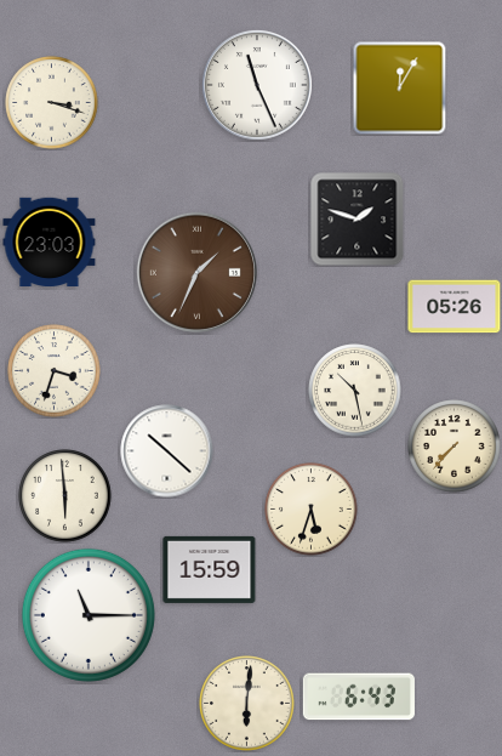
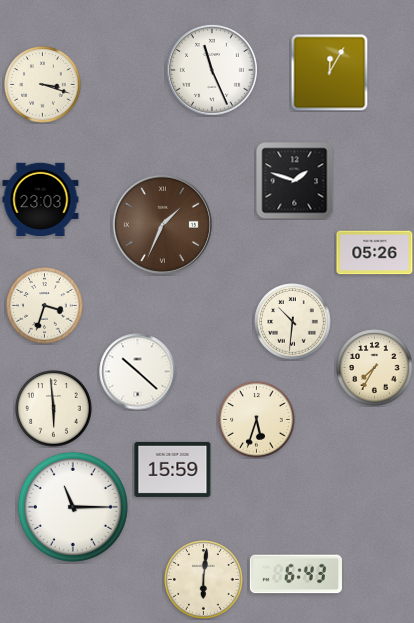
clock at (355, 391): 10:28 -> 10:31
clock at (455, 447): 7:37 -> 7:35
